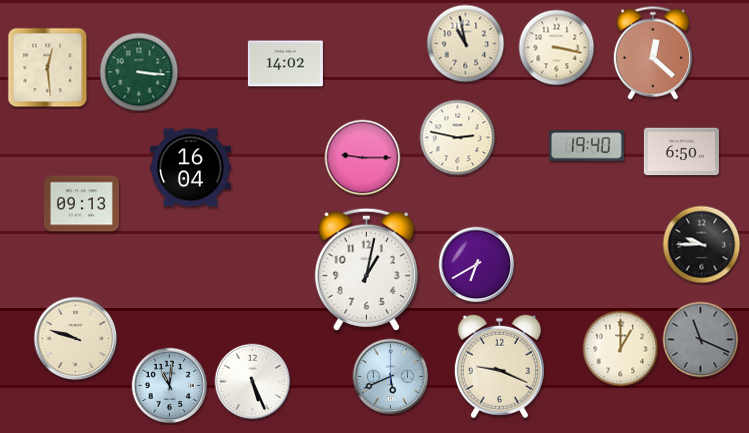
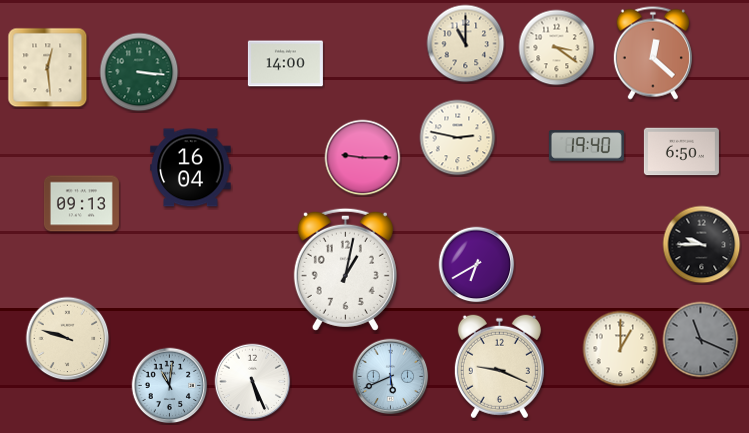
clock at (466, 44): 10:58 -> 11:00
clock at (557, 48): 3:17 -> 3:21
clock at (285, 64): 14:02 -> 14:00
clock at (366, 269) position: (366, 269) -> (345, 269)
clock at (76, 339) position: (76, 339) -> (68, 339)
